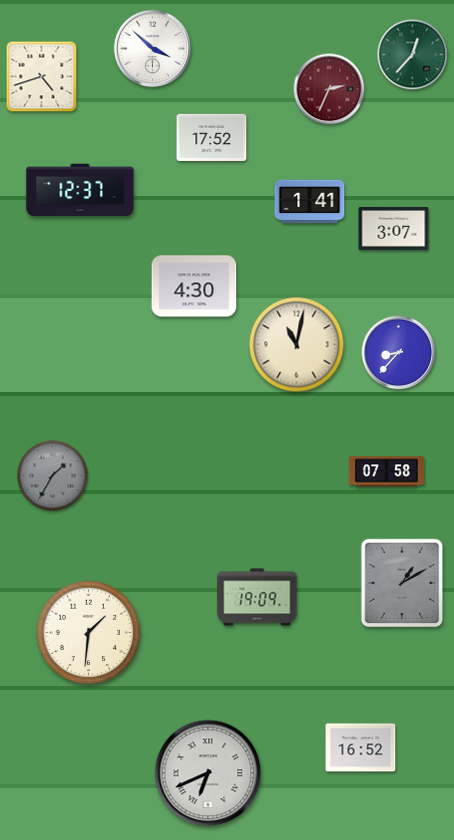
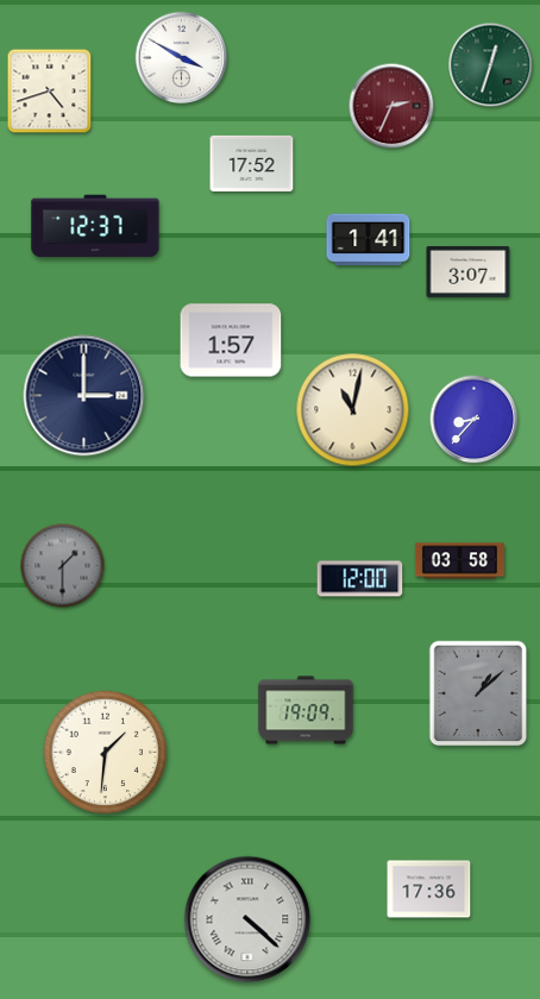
clock at (153, 49): 3:52 -> 3:50
clock at (413, 55): 12:37 -> 12:33
clock at (194, 286): 4:30 -> 1:57
clock at (84, 396): none -> 3:00
clock at (386, 472): 07:58 -> 03:58
clock at (53, 476): 1:35 -> 1:30
clock at (360, 579): none -> 12:00
clock at (402, 583): 1:10 -> 1:08
clock at (361, 748): 16:52 -> 17:36
clock at (208, 773): 6:41 -> 4:22
